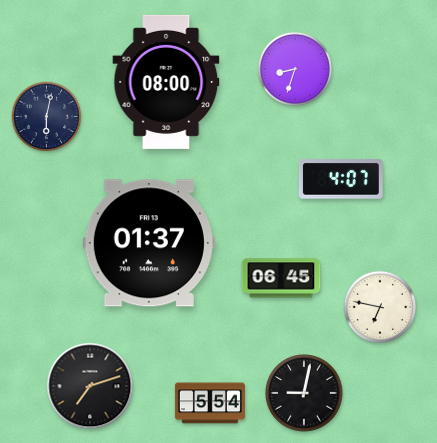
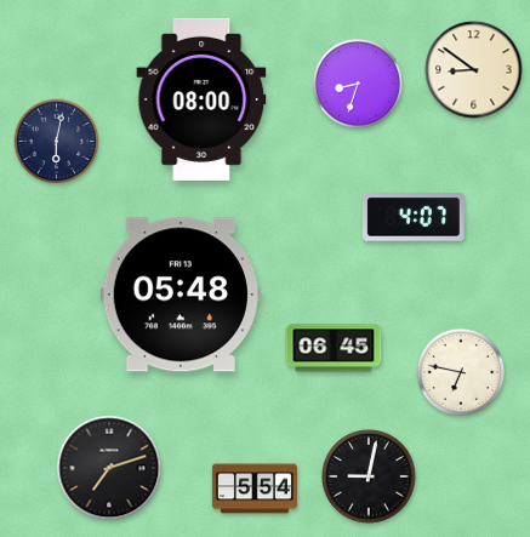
clock at (474, 70): none -> 8:51
clock at (149, 243): 01:37 -> 05:48
clock at (281, 278) position: (281, 278) -> (334, 348)
